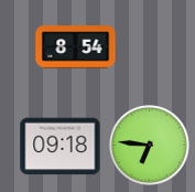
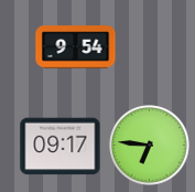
clock at (76, 47): 8:54 -> 9:54
clock at (61, 147): 09:18 -> 09:17
